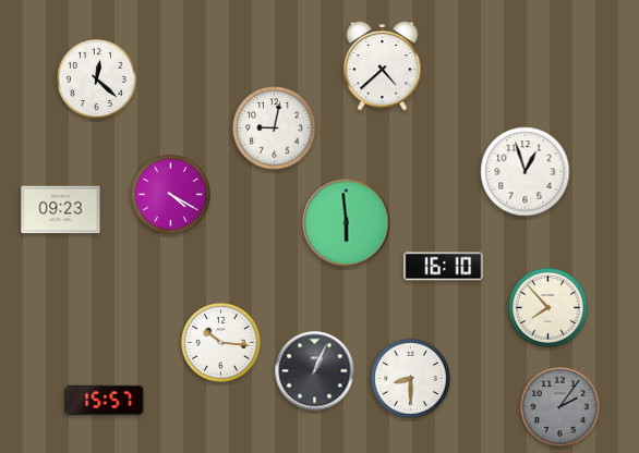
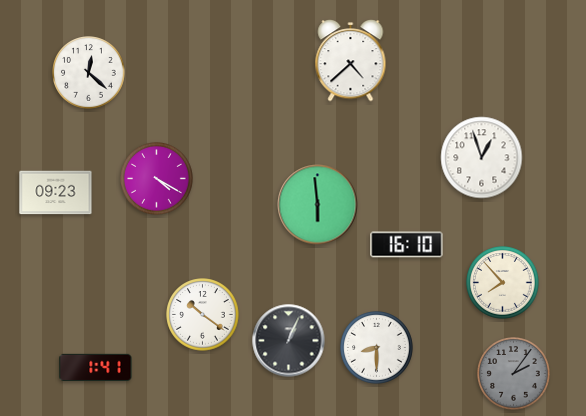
clock at (275, 128): 9:02 -> none
clock at (221, 343): 10:16 -> 10:21
clock at (105, 400): 15:57 -> 1:41
